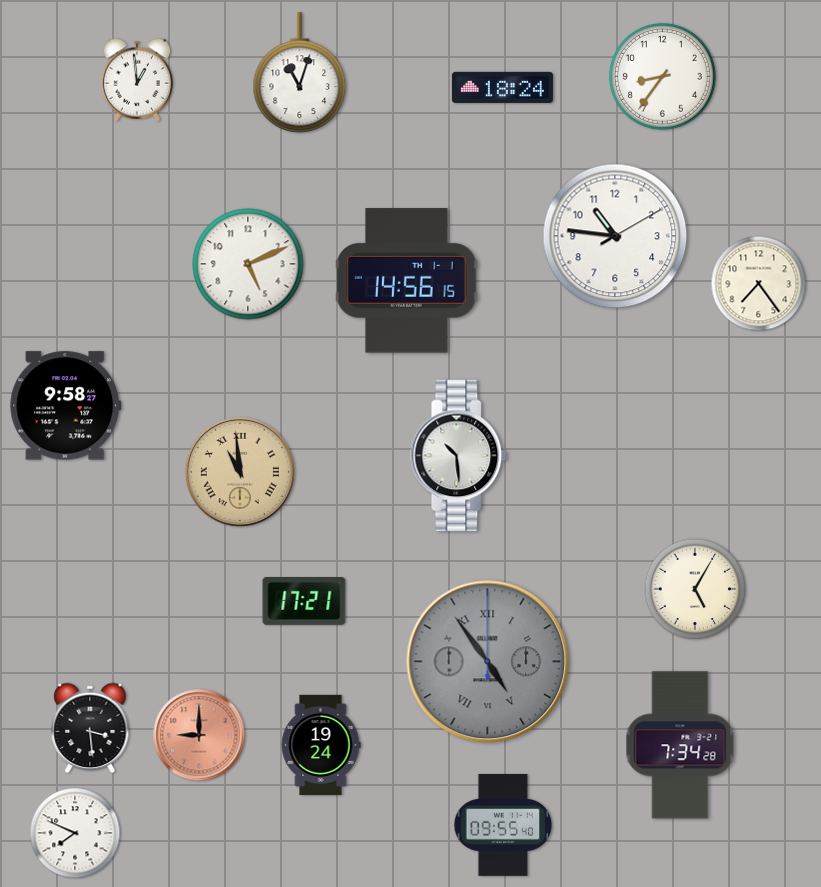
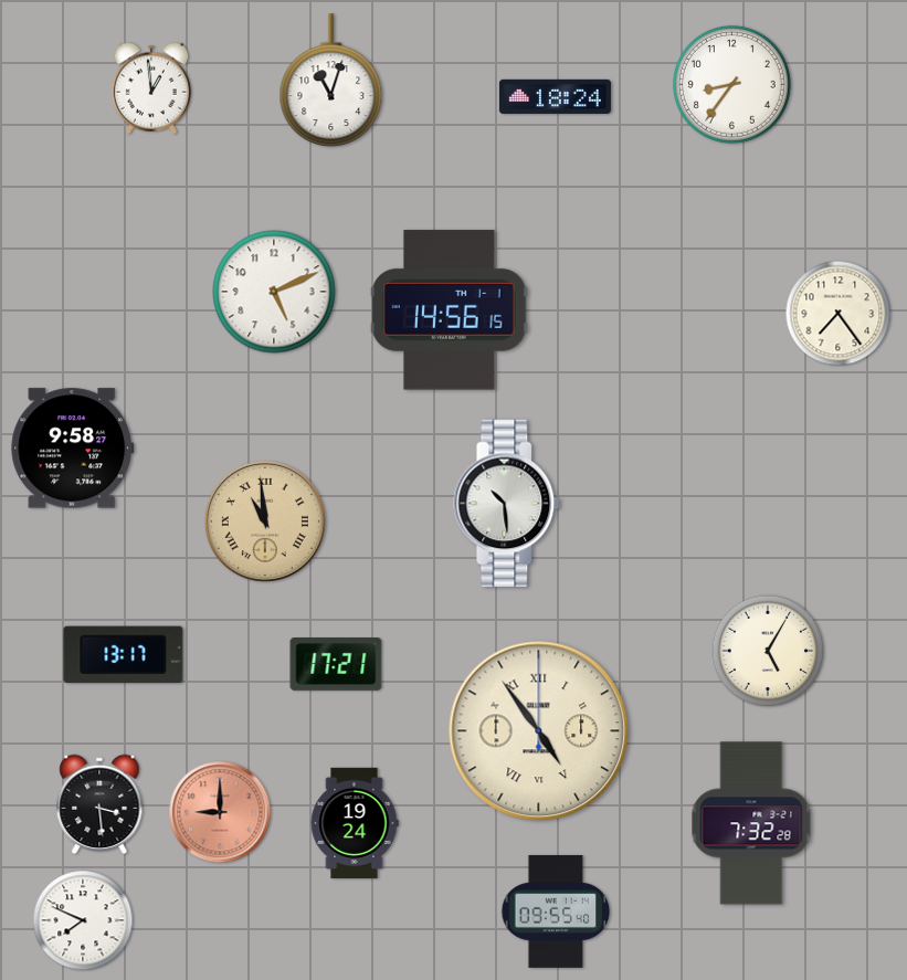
clock at (615, 236): 10:46 -> none
clock at (124, 655): none -> 13:17
clock at (488, 662) dial: grey -> cream
clock at (680, 745): 7:34 -> 7:32
